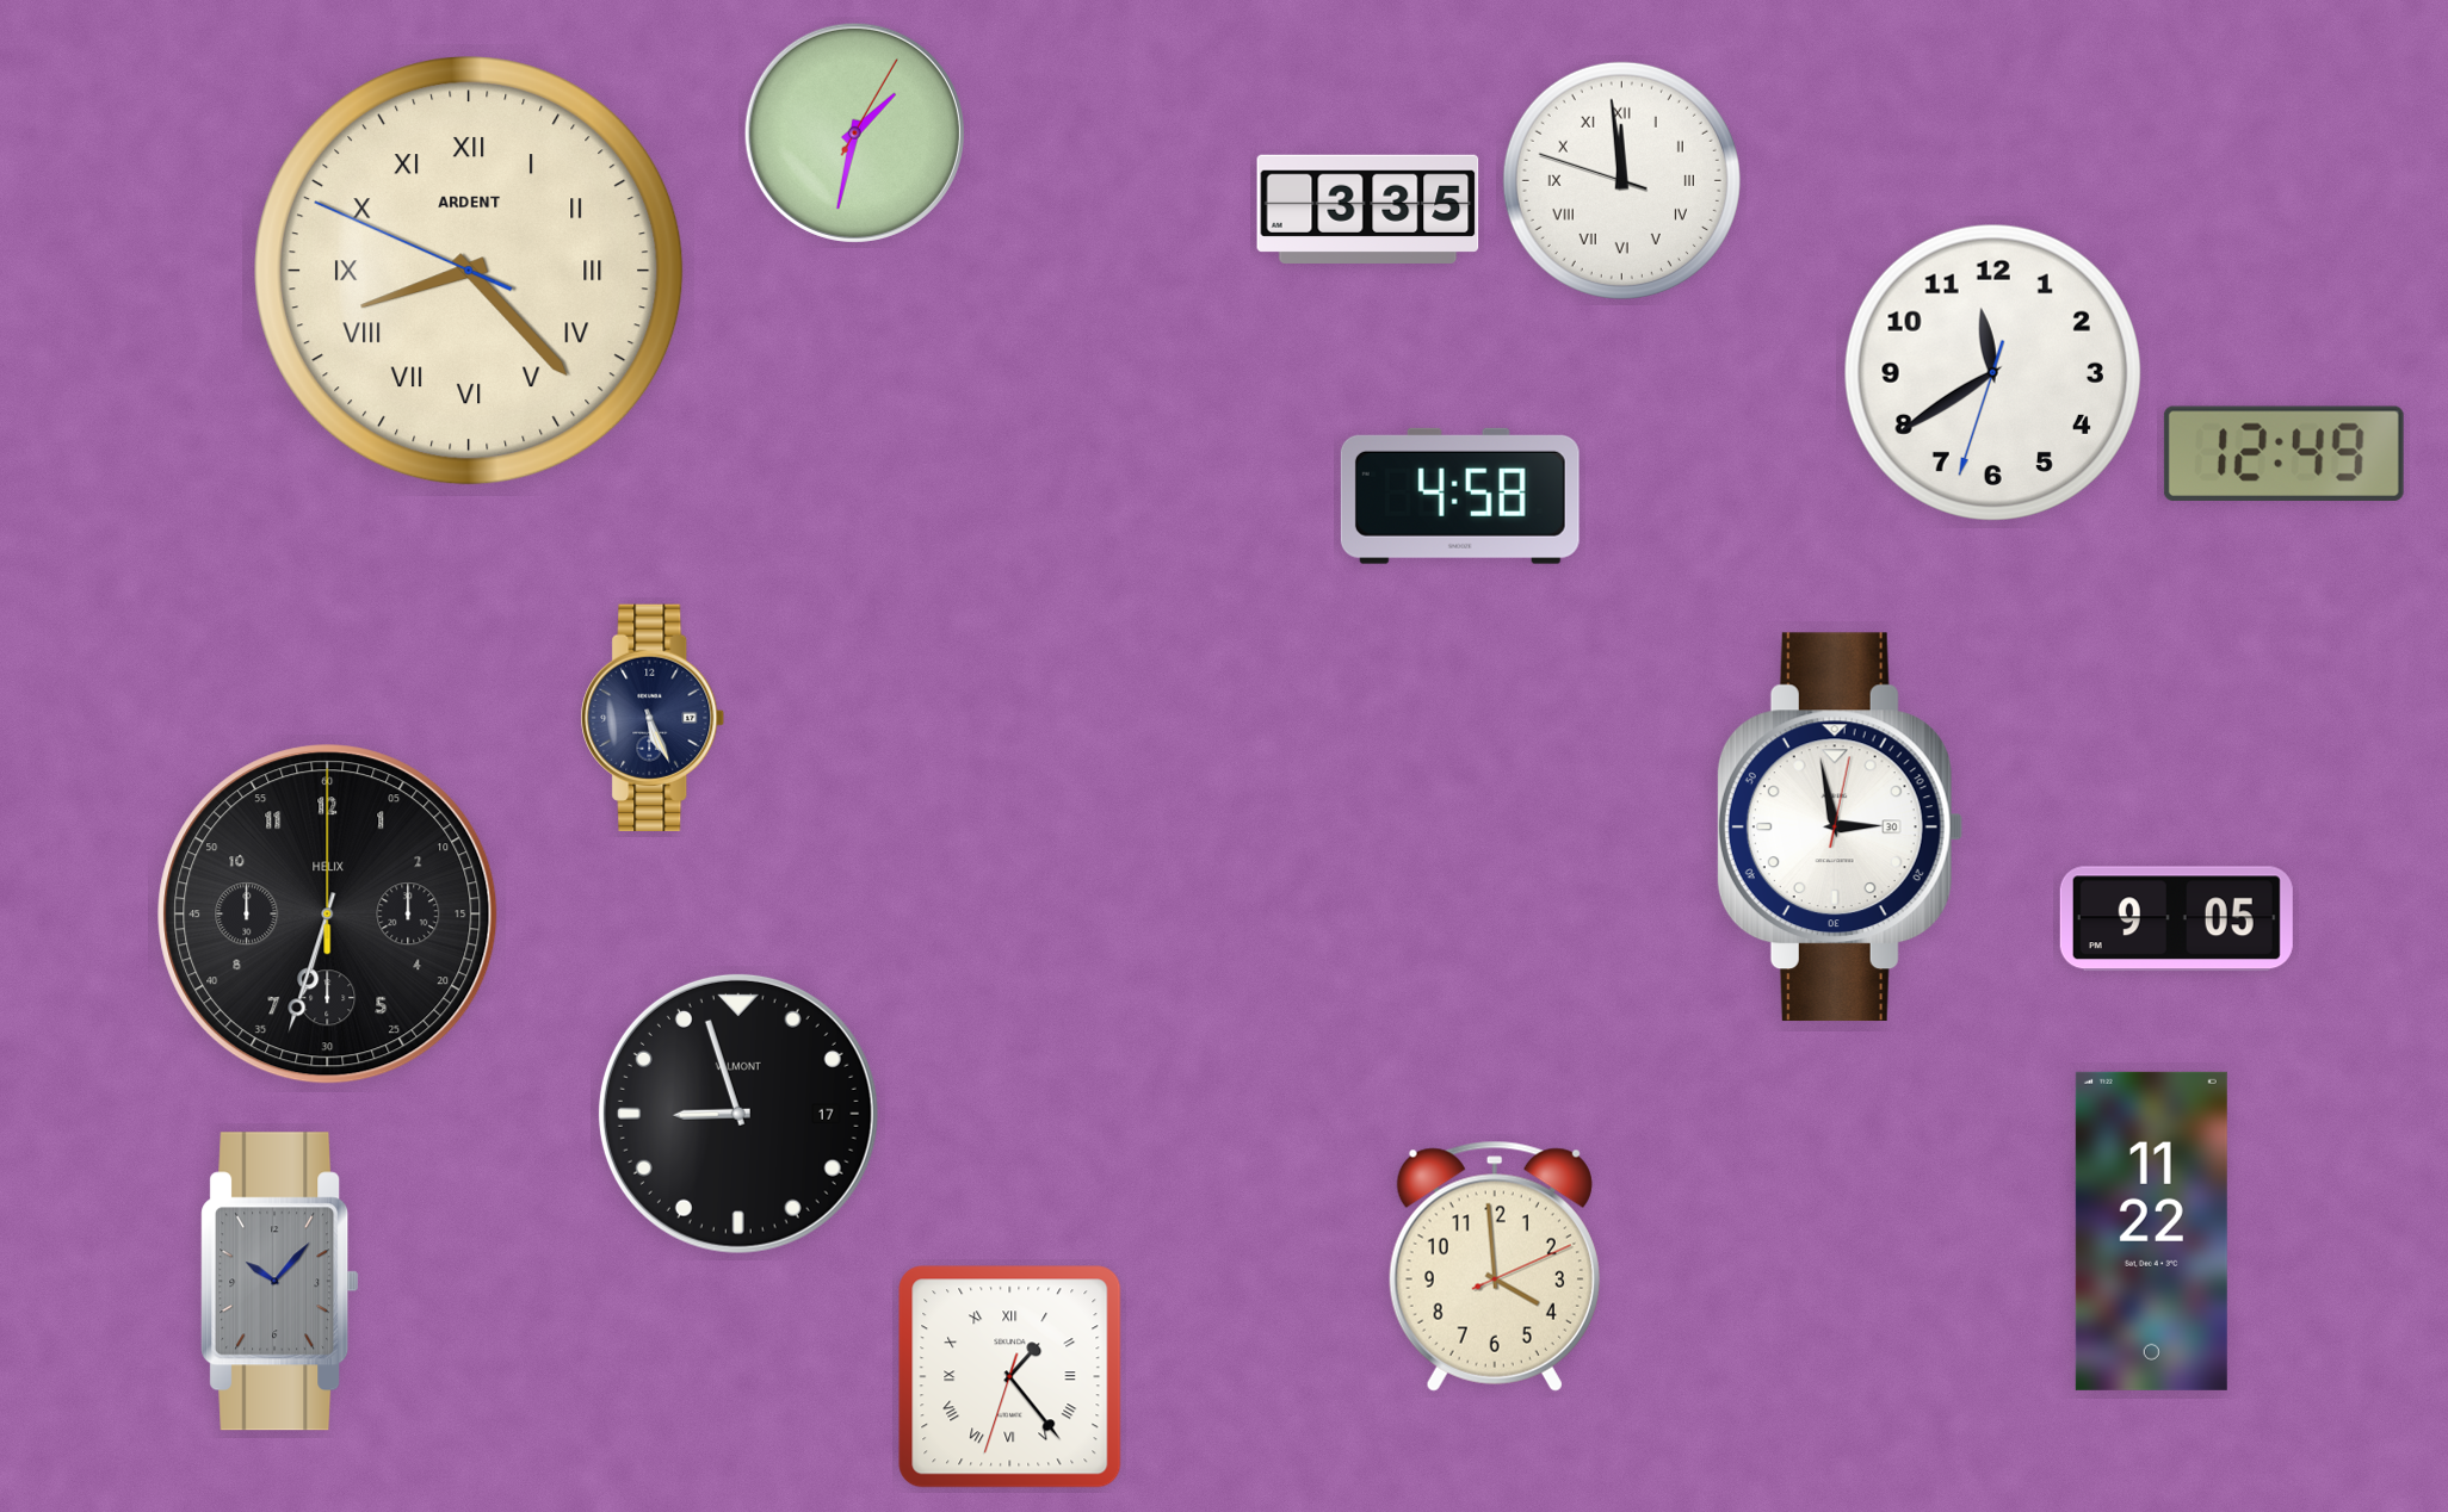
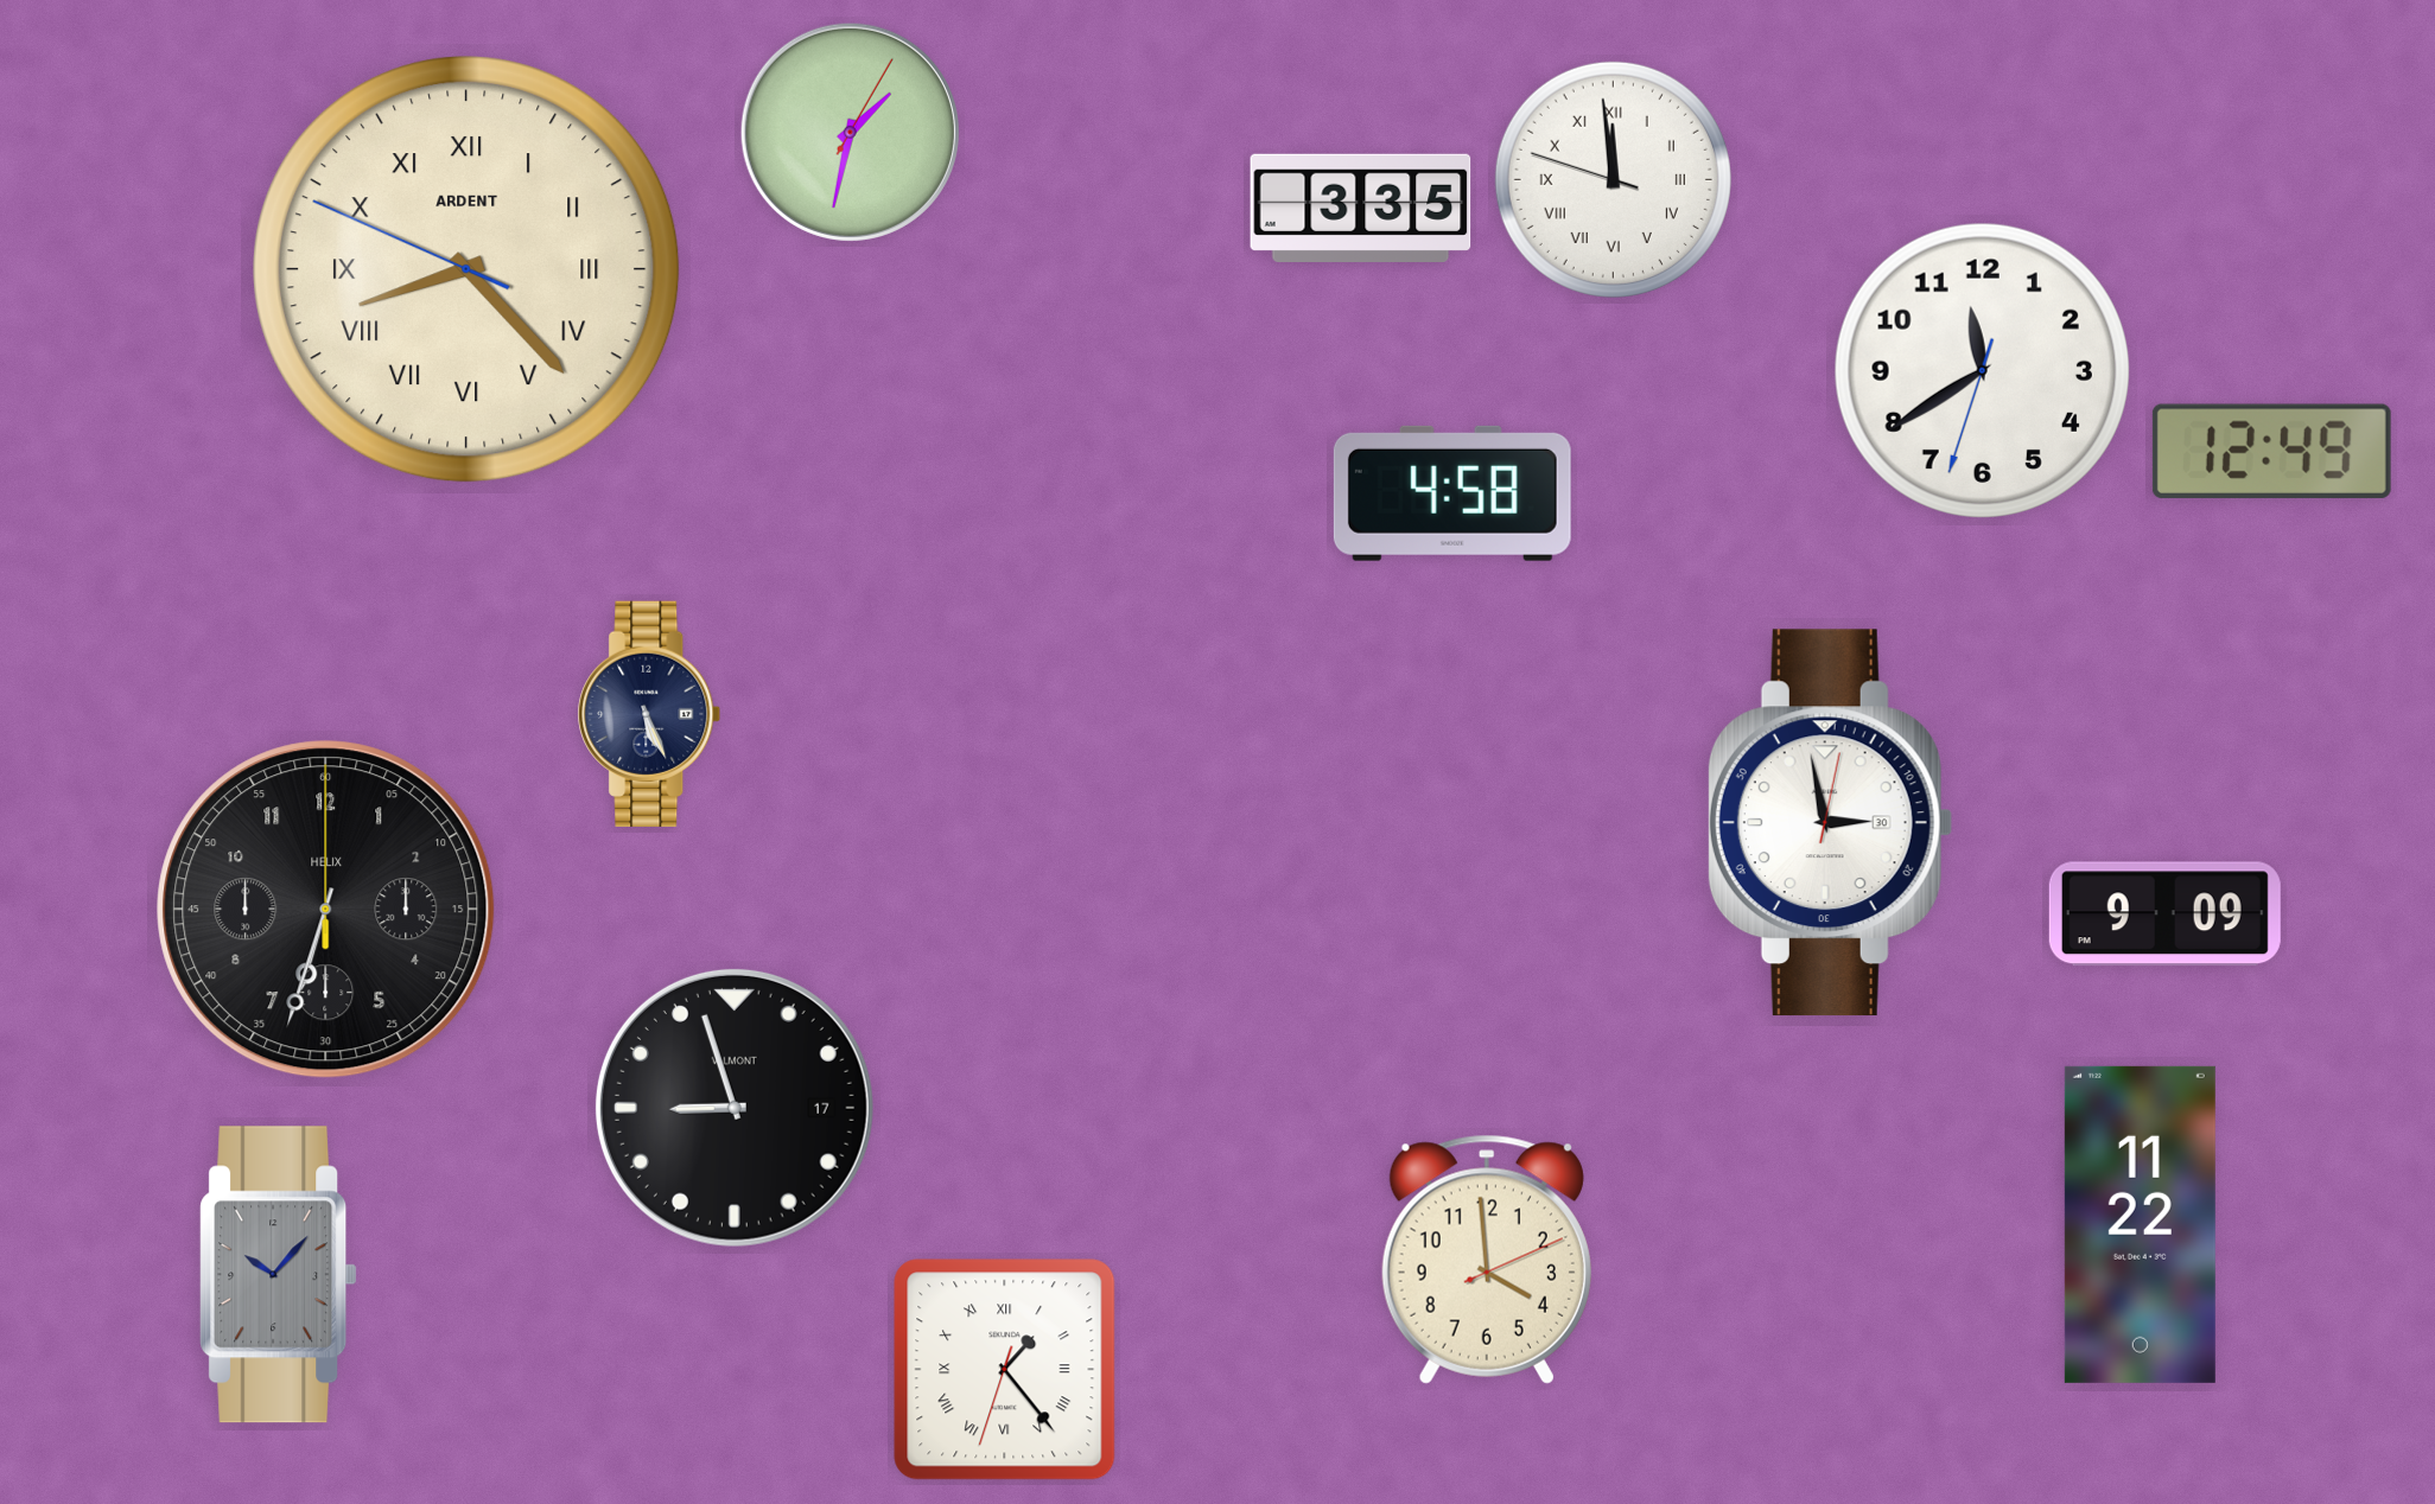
clock at (2176, 919): 9:05 -> 9:09
